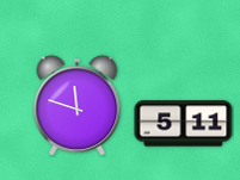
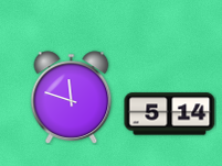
clock at (184, 124): 5:11 -> 5:14
